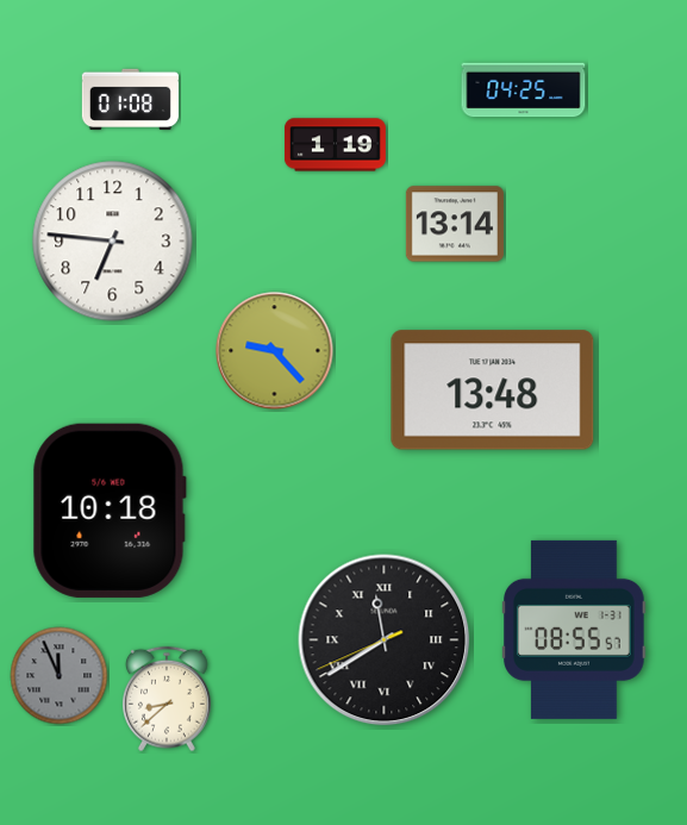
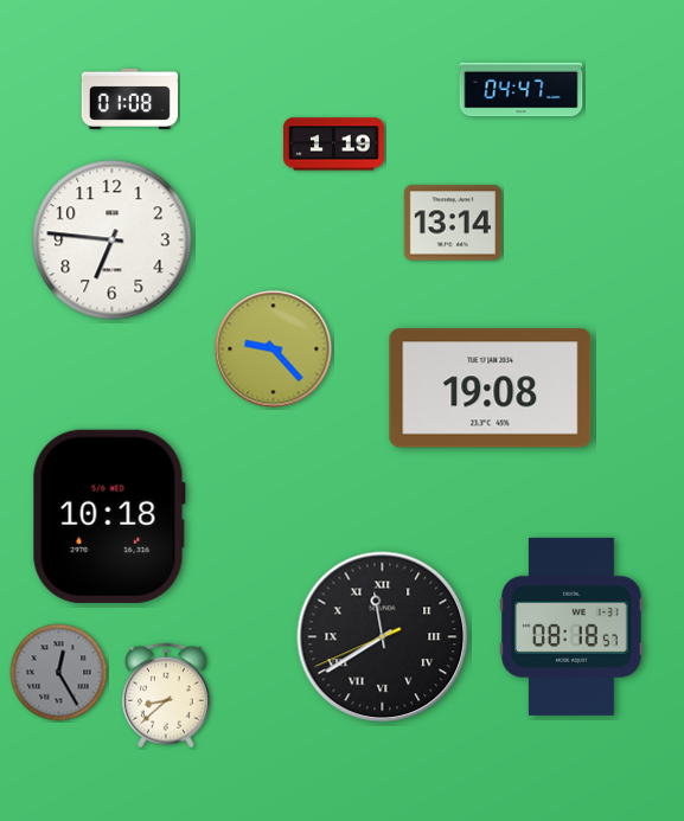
clock at (524, 90): 04:25 -> 04:47
clock at (493, 390): 13:48 -> 19:08
clock at (110, 511) position: (110, 511) -> (109, 517)
clock at (575, 630): 08:55 -> 08:18
clock at (60, 676): 11:56 -> 12:25
